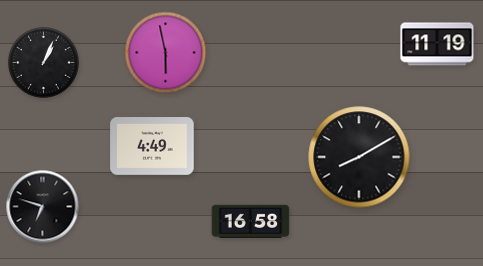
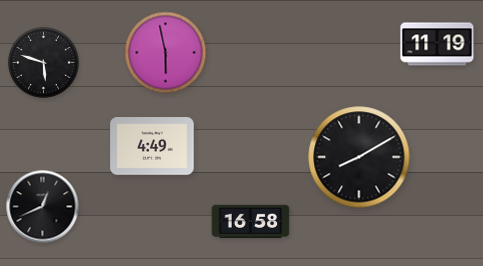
clock at (44, 63): 1:04 -> 5:48
clock at (43, 207): 6:48 -> 12:41
